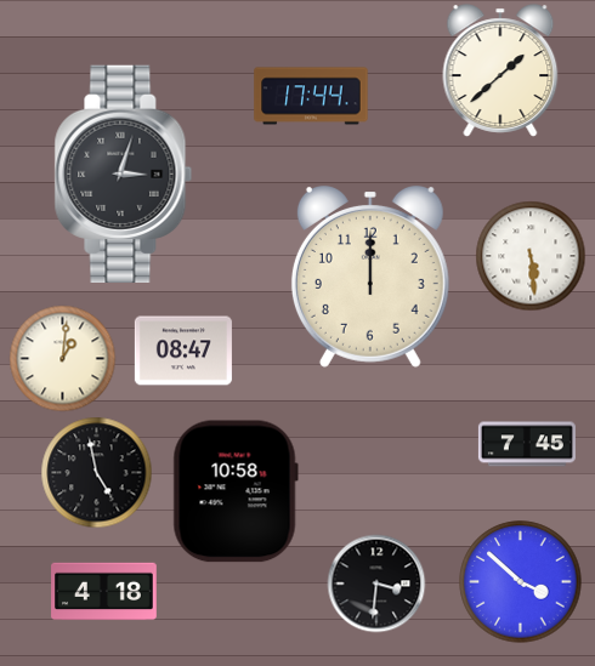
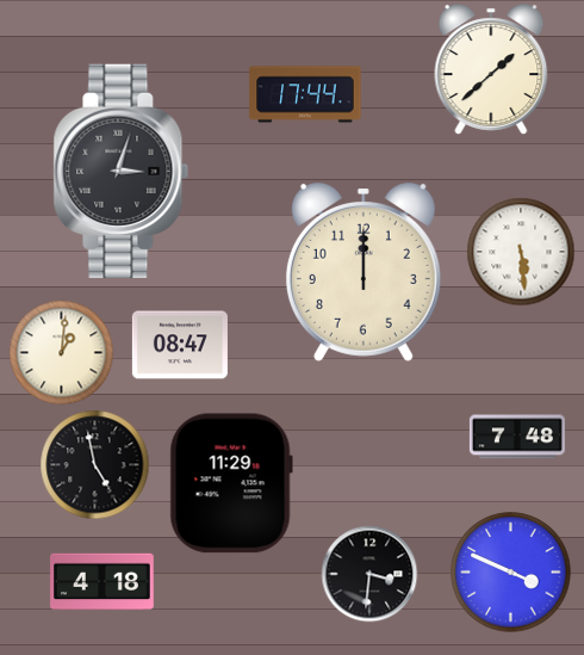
clock at (527, 444): 7:45 -> 7:48
clock at (236, 491): 10:58 -> 11:29
clock at (521, 582): 3:52 -> 3:49
